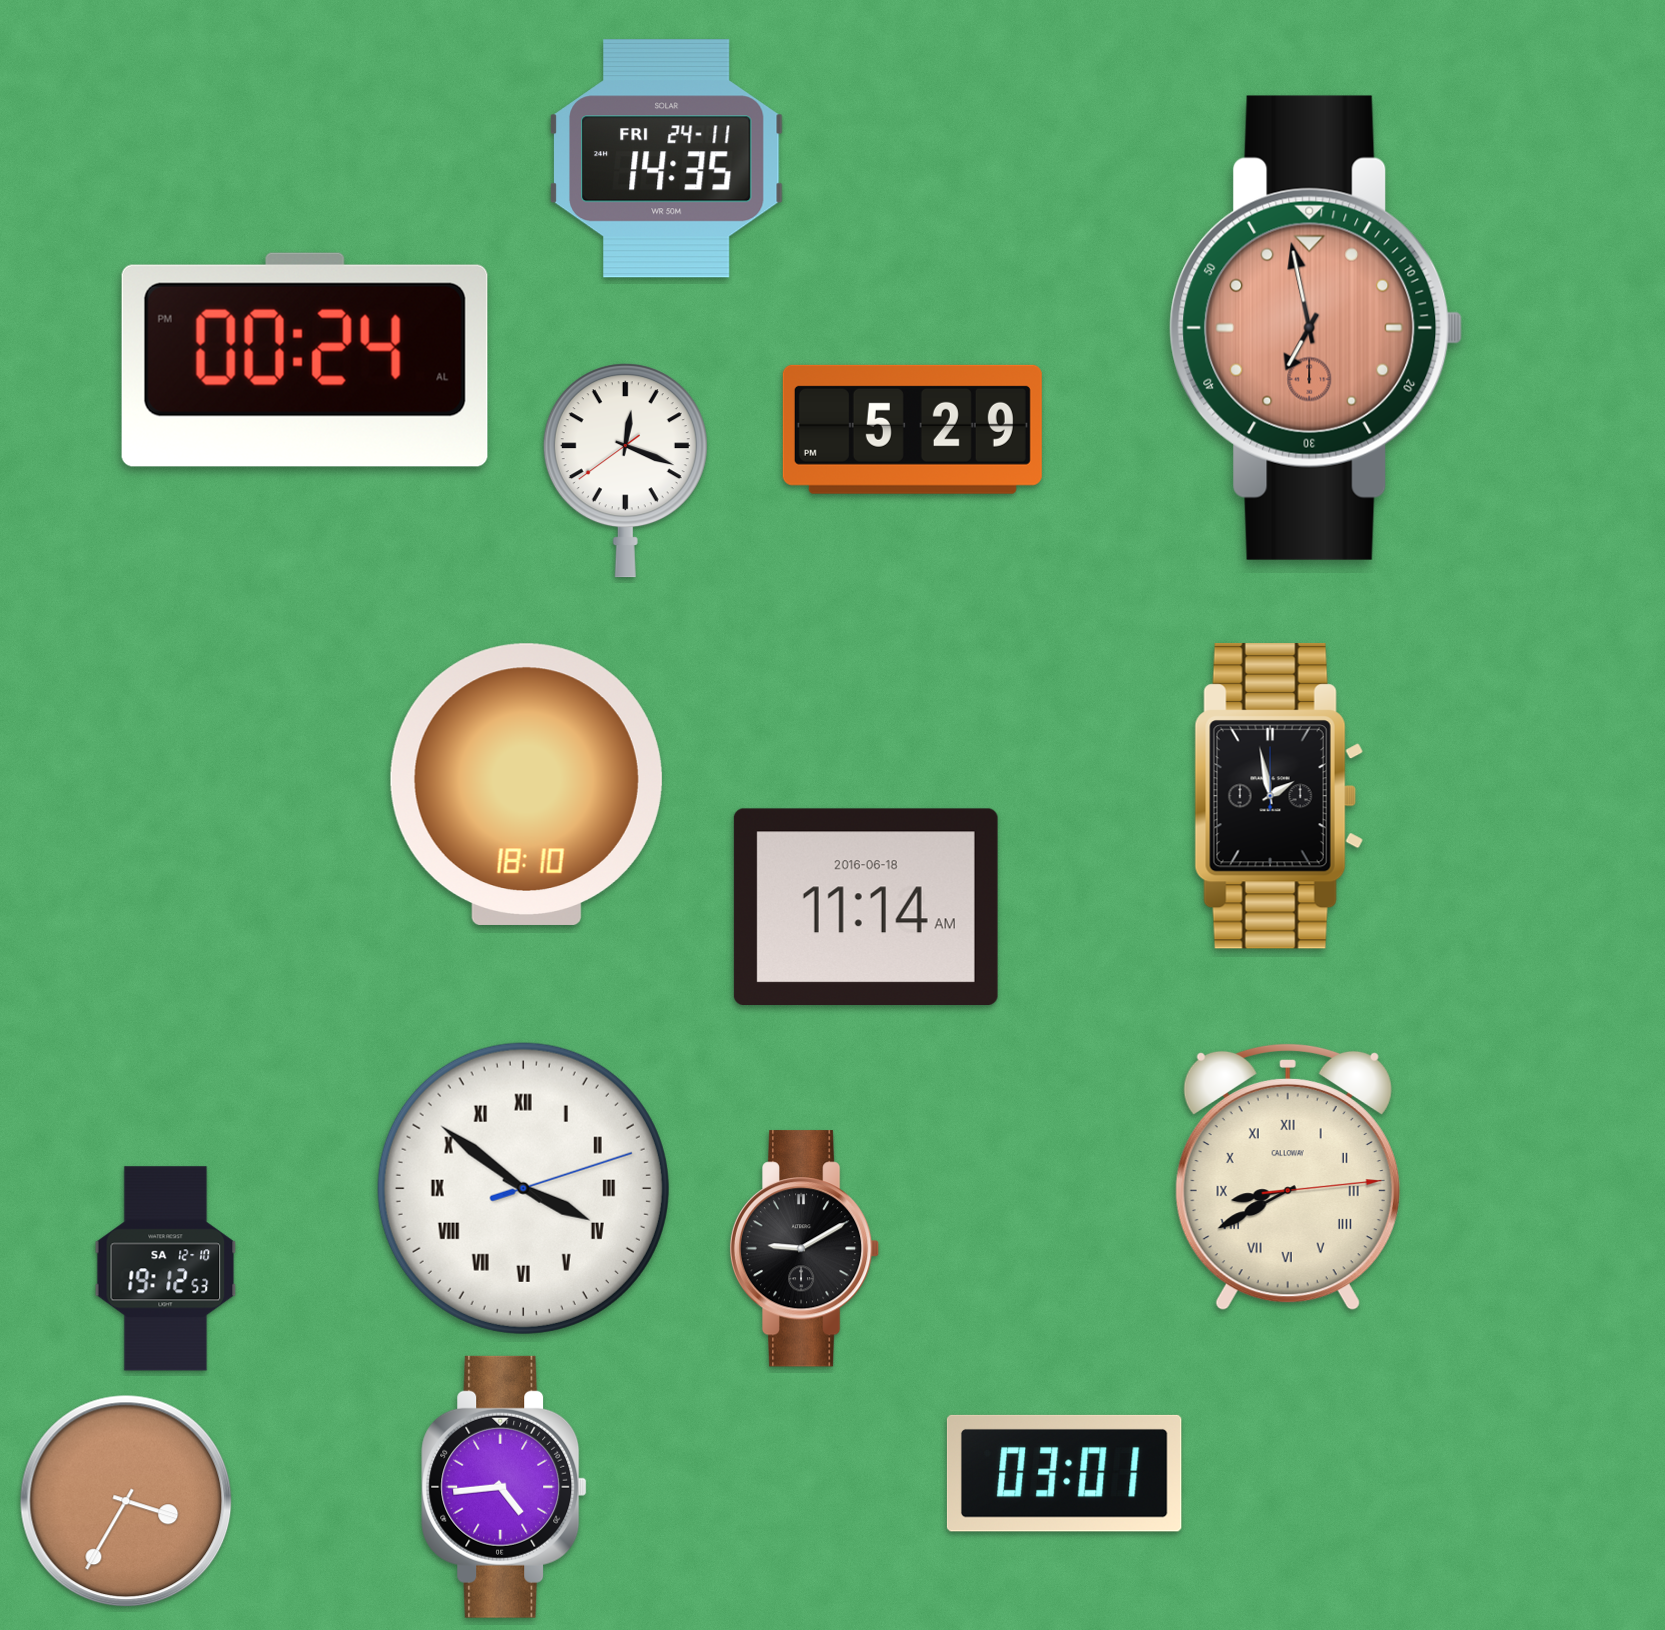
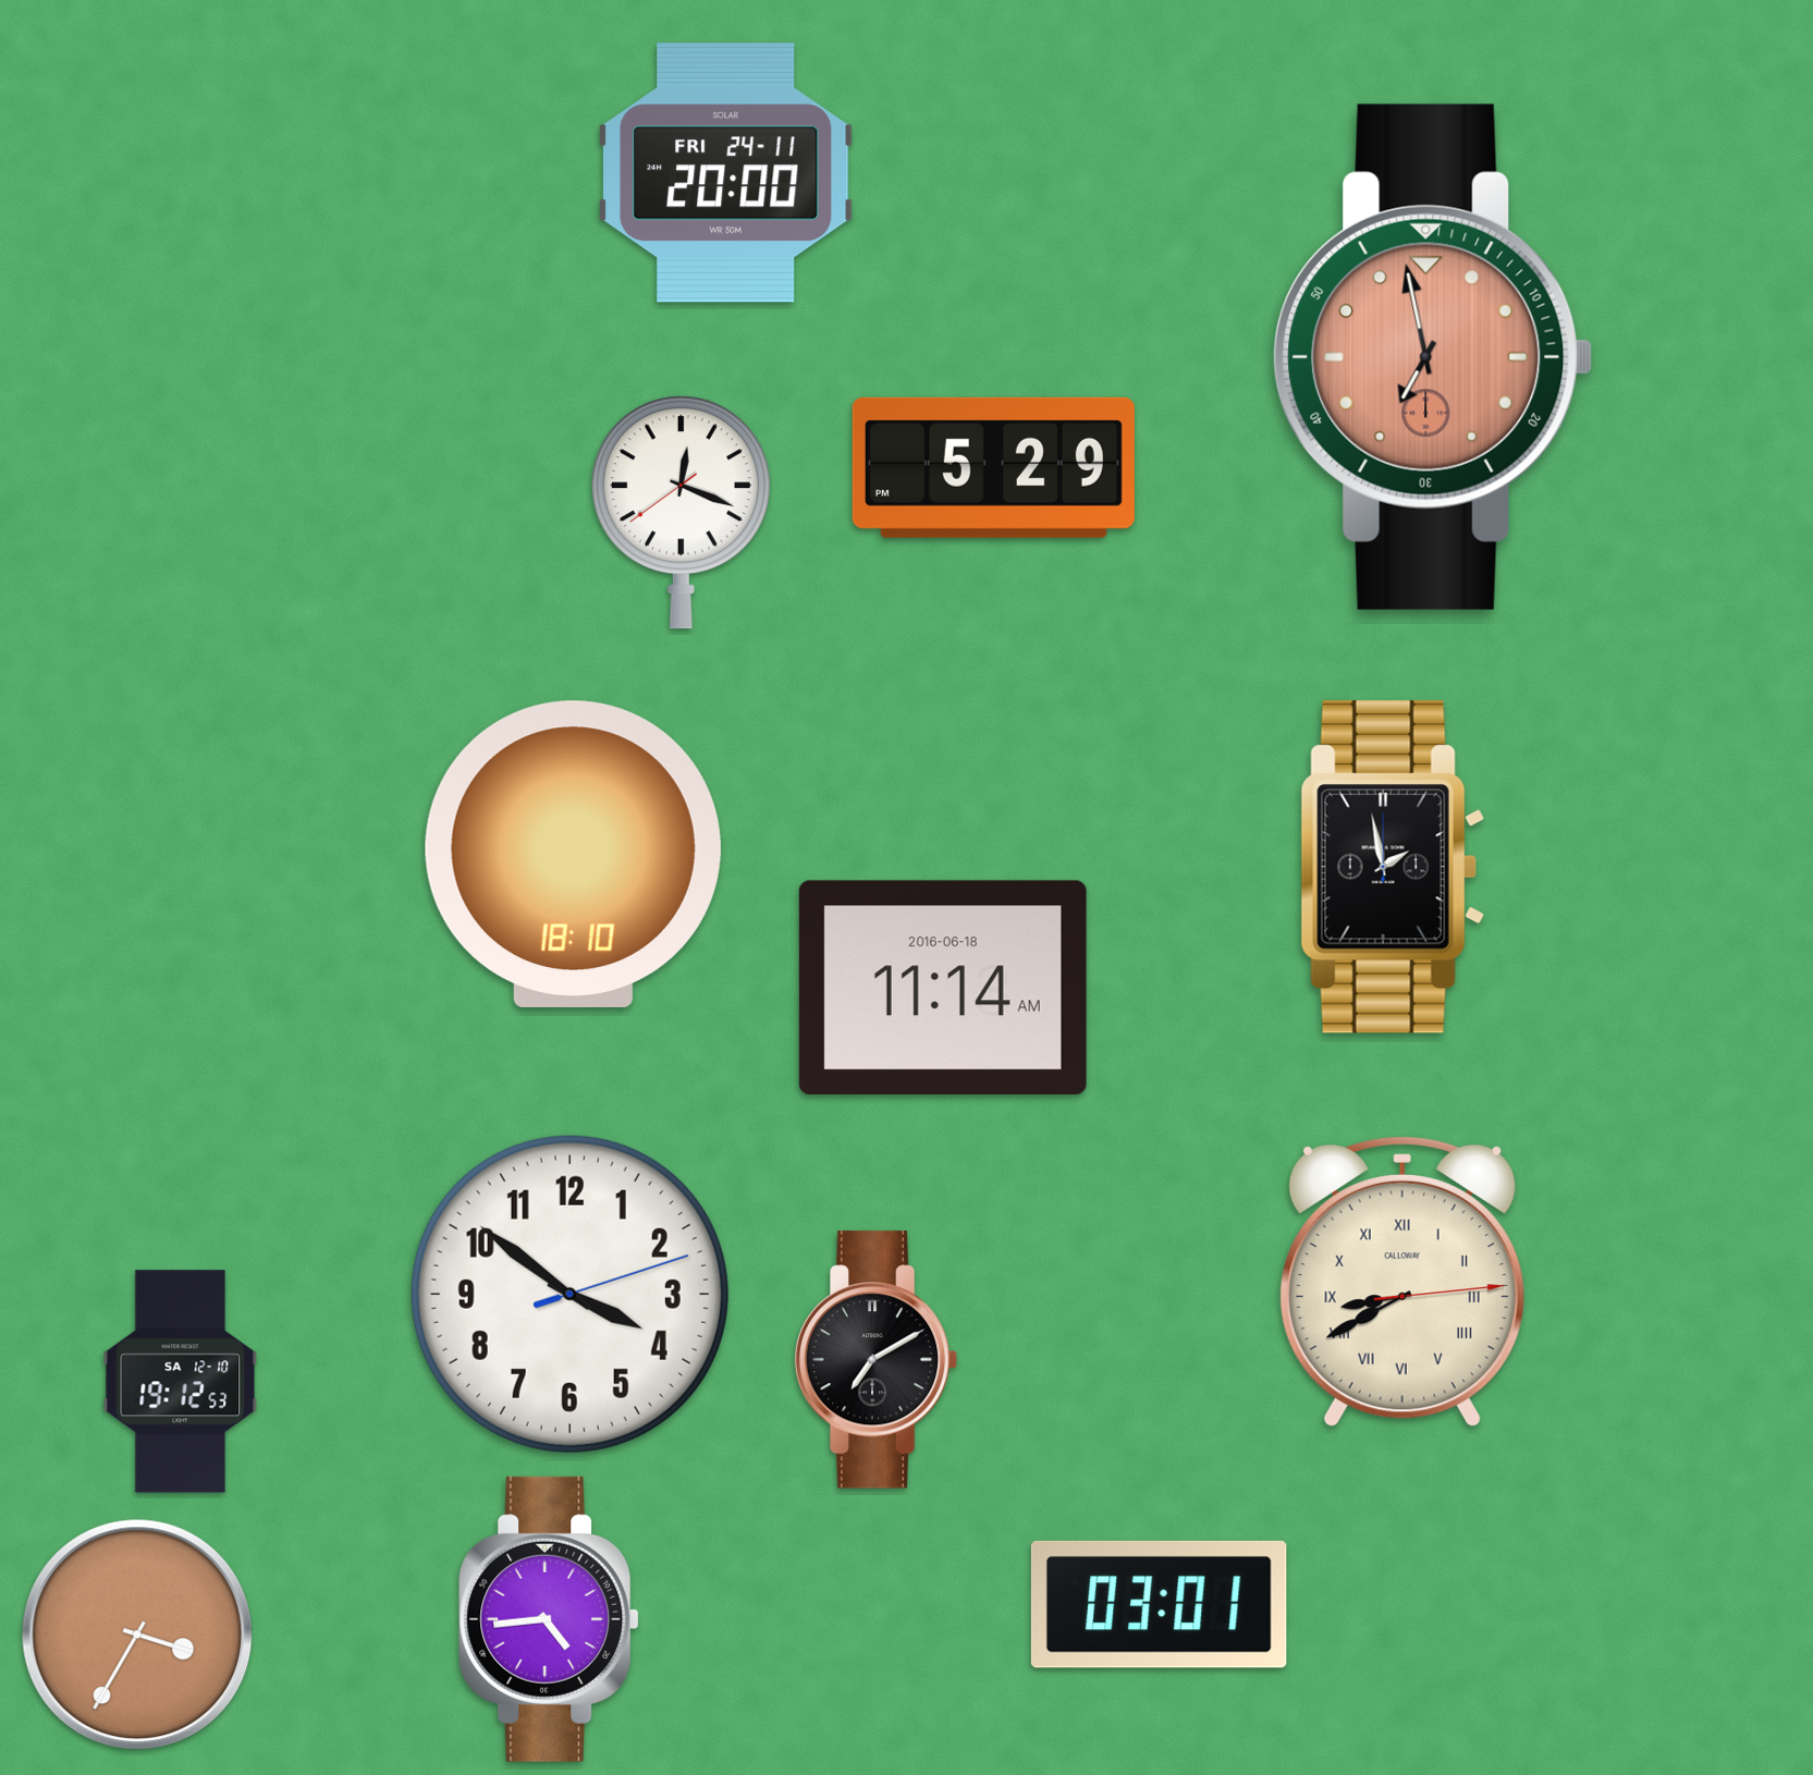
clock at (666, 159): 14:35 -> 20:00
clock at (305, 360): 00:24 -> none
clock at (523, 1188) numerals: Roman -> Arabic
clock at (805, 1249): 9:10 -> 7:10
